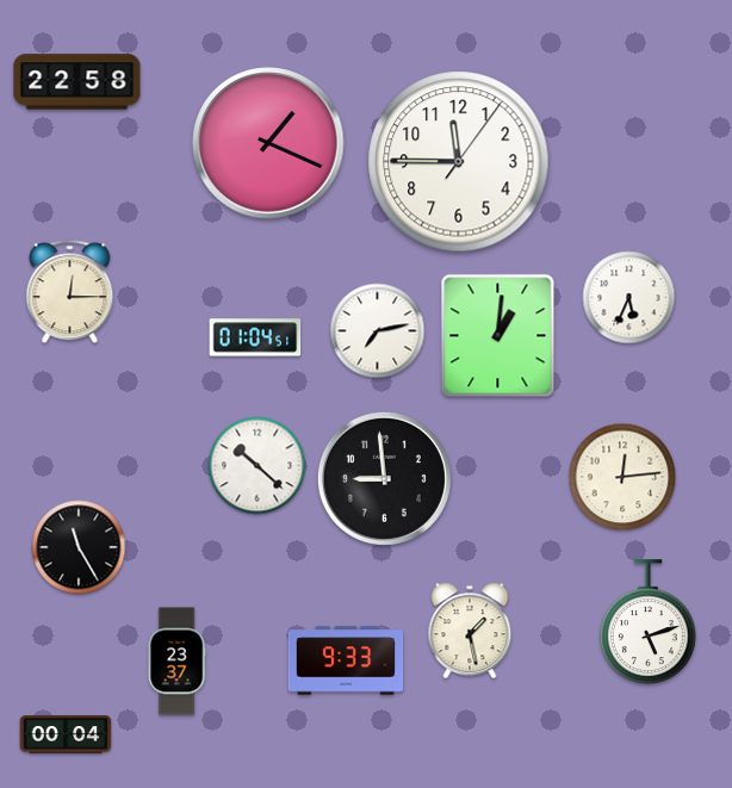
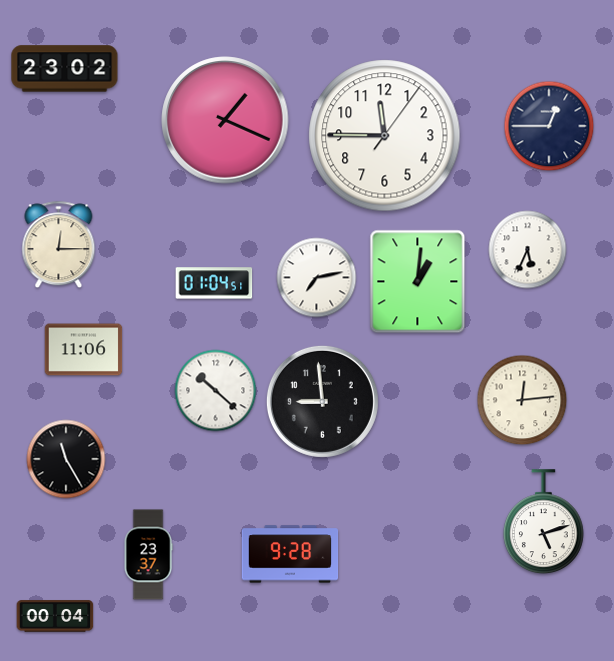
clock at (77, 82): 22:58 -> 23:02
clock at (549, 126): none -> 12:45
clock at (84, 350): none -> 11:06
clock at (470, 631): 1:28 -> none
clock at (346, 660): 9:33 -> 9:28
